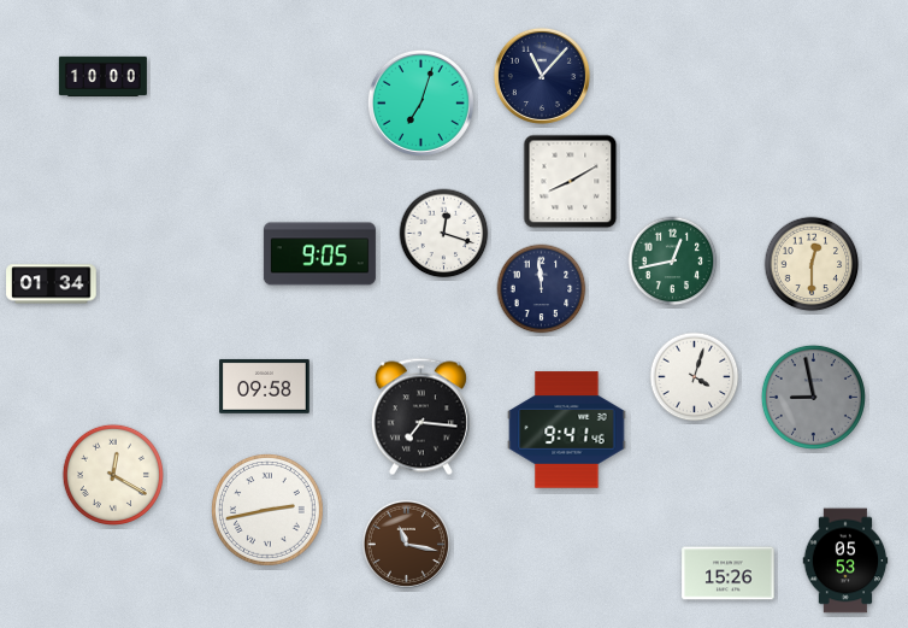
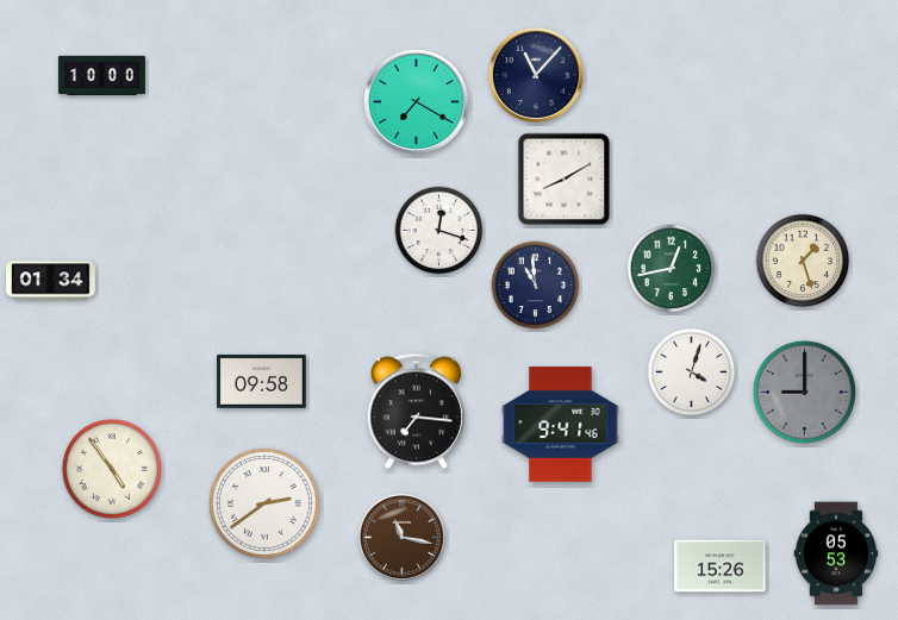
clock at (420, 102): 7:03 -> 7:20
clock at (319, 254): 9:05 -> none
clock at (673, 262) position: (673, 262) -> (672, 269)
clock at (812, 264): 12:30 -> 1:27
clock at (542, 289): 11:59 -> 10:59
clock at (695, 377) position: (695, 377) -> (692, 372)
clock at (813, 397): 8:58 -> 9:00
clock at (113, 475): 12:20 -> 4:54
clock at (269, 511): 2:43 -> 2:39
